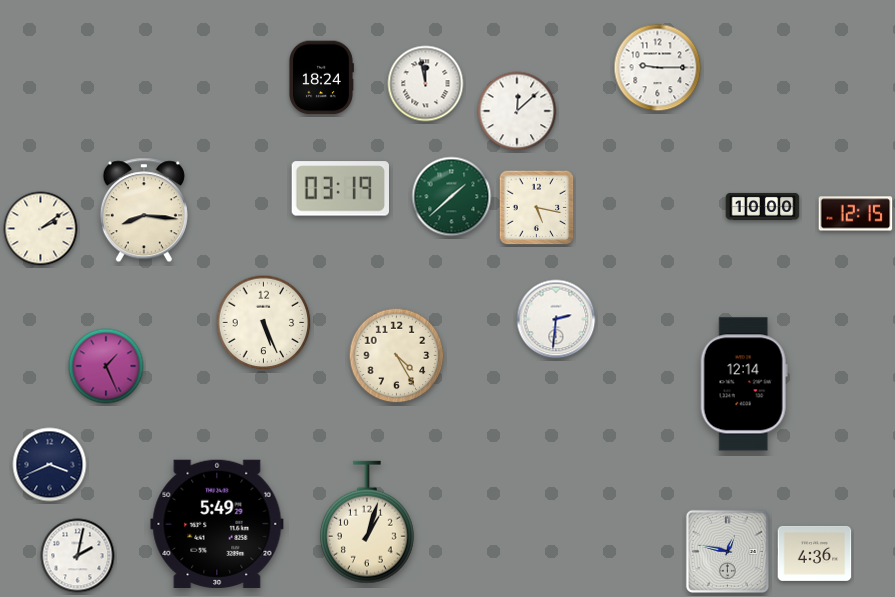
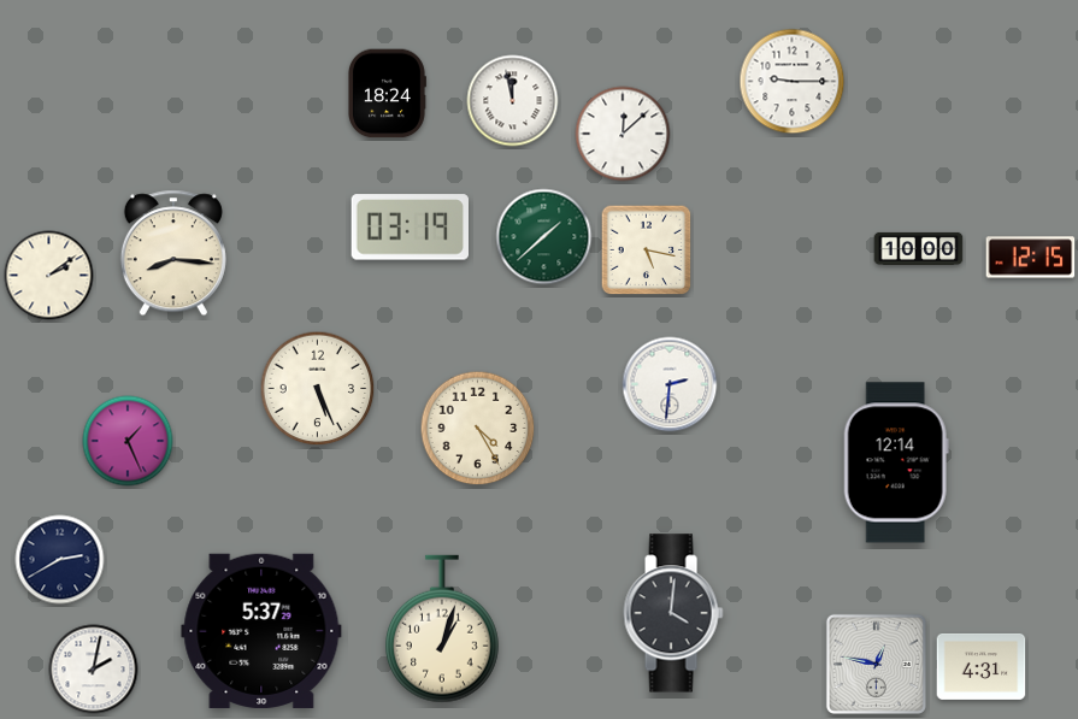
clock at (50, 465): 3:41 -> 2:40
clock at (673, 613): none -> 4:01
clock at (217, 524): 5:49 -> 5:37
clock at (815, 553): 4:36 -> 4:31
